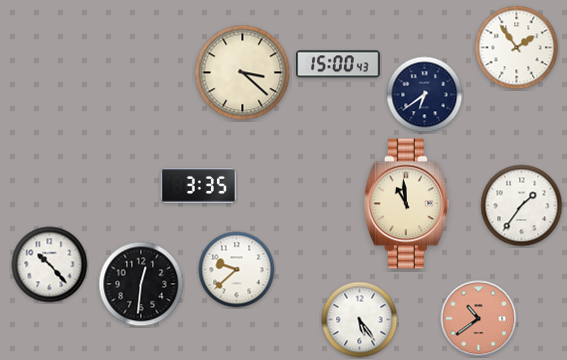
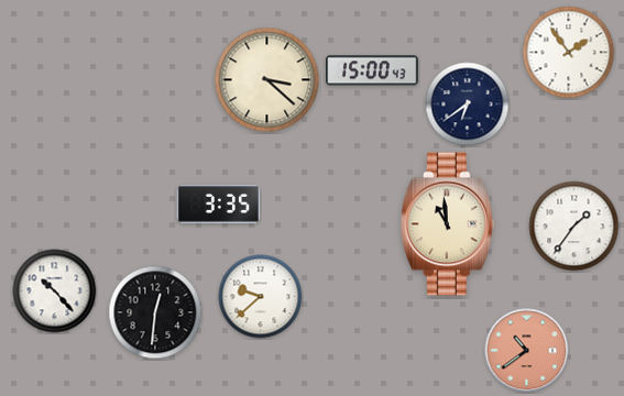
clock at (360, 320): 5:24 -> none
